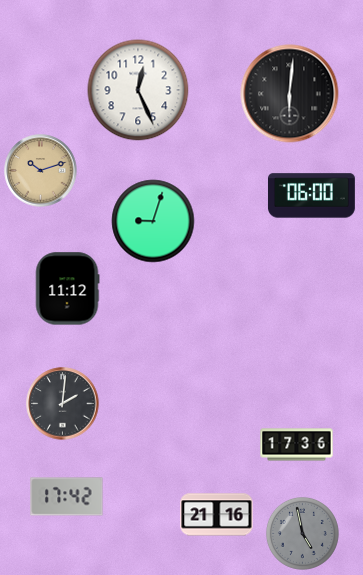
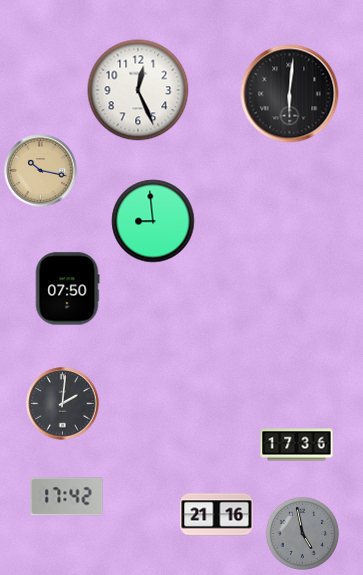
clock at (41, 171): 10:12 -> 10:17
clock at (311, 196): 06:00 -> none
clock at (153, 221): 9:03 -> 8:59
clock at (67, 289): 11:12 -> 07:50
